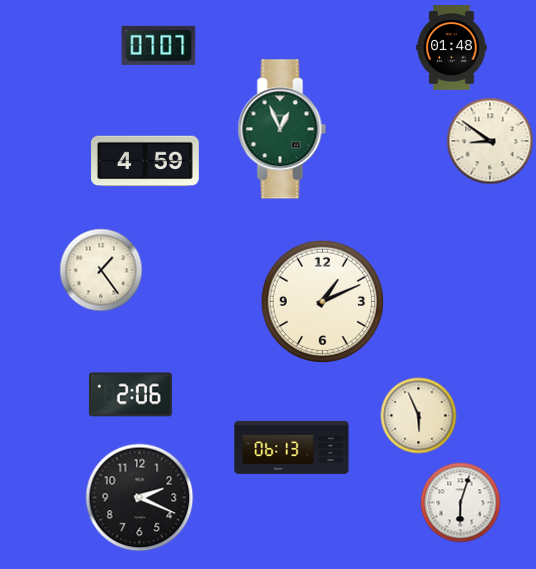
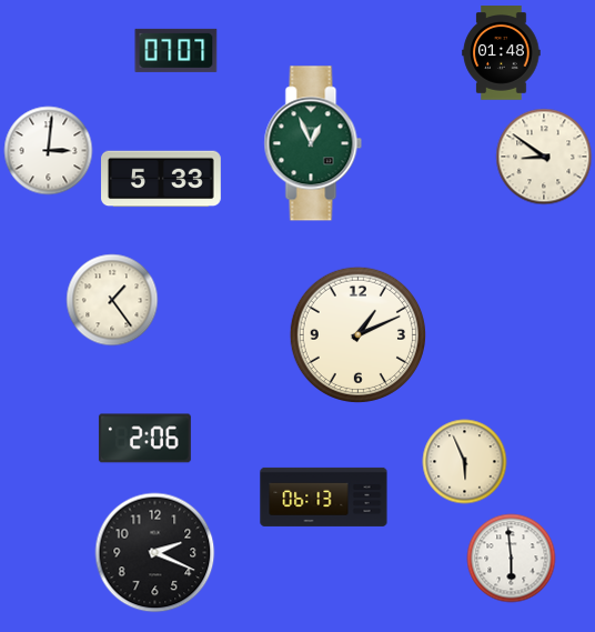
clock at (49, 151): none -> 3:01
clock at (146, 161): 4:59 -> 5:33
clock at (461, 503): 6:03 -> 5:59
